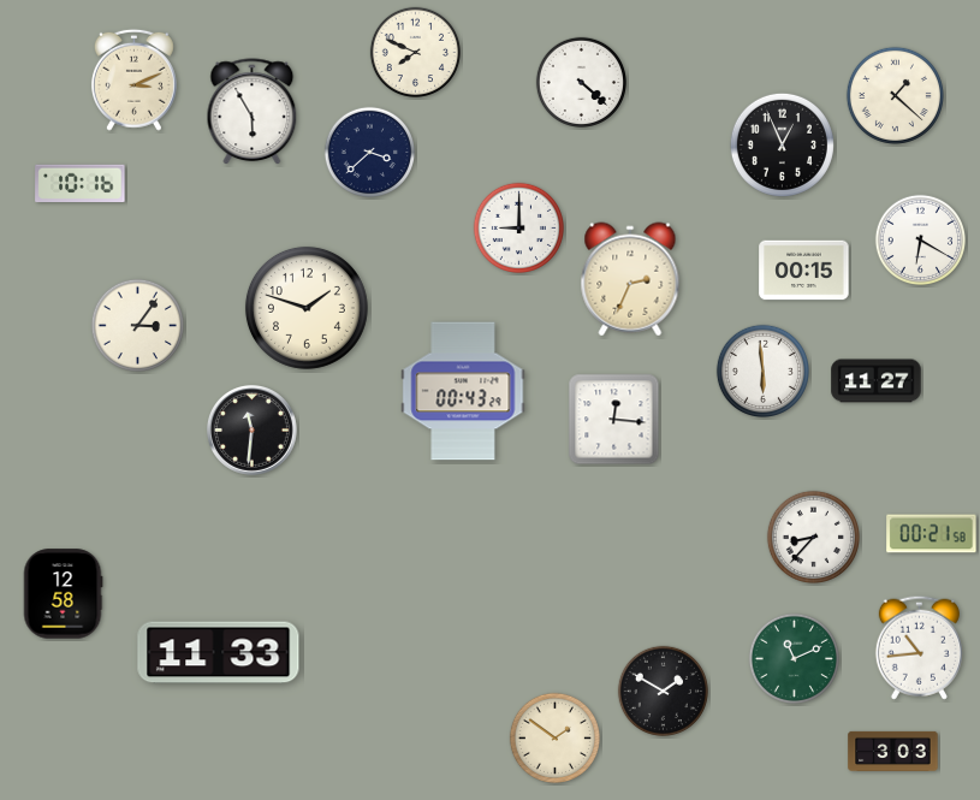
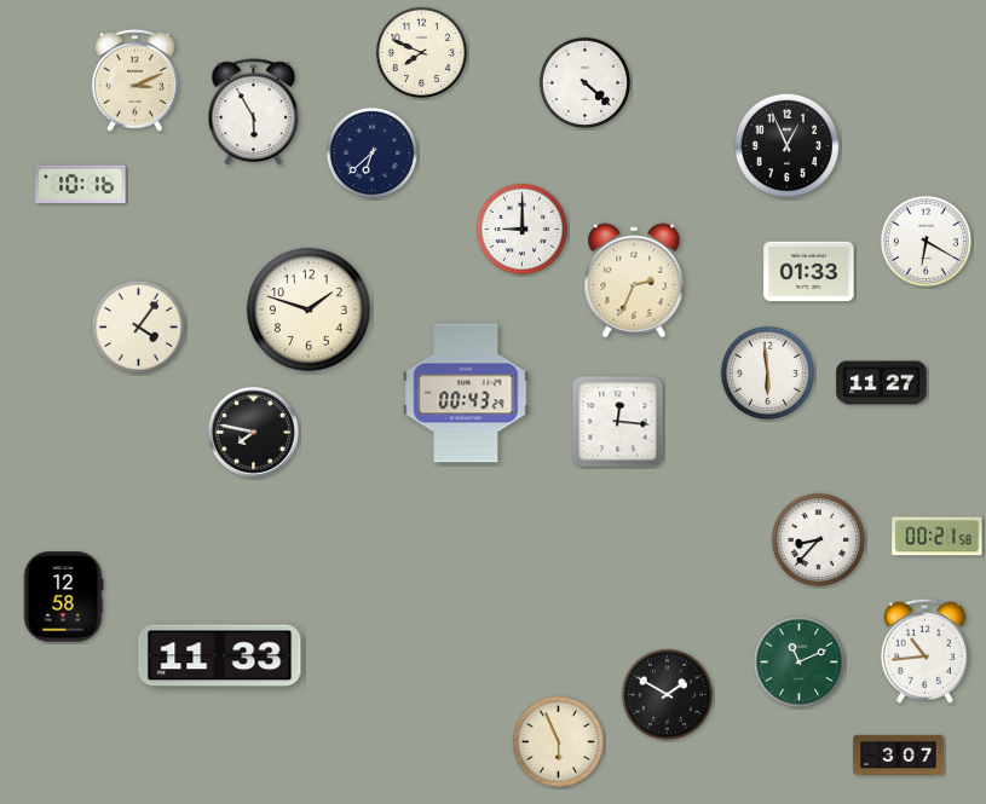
clock at (415, 52) position: (415, 52) -> (421, 52)
clock at (895, 95): 1:22 -> none
clock at (369, 152): 3:38 -> 6:38
clock at (804, 271): 00:15 -> 01:33
clock at (137, 325): 3:06 -> 4:06
clock at (253, 431): 11:31 -> 7:47
clock at (554, 737): 1:51 -> 5:56
clock at (893, 751): 3:03 -> 3:07
